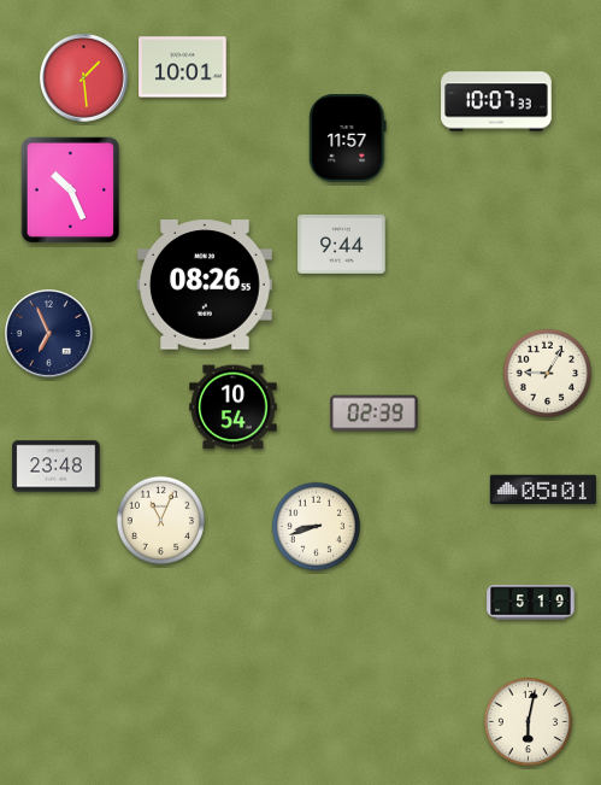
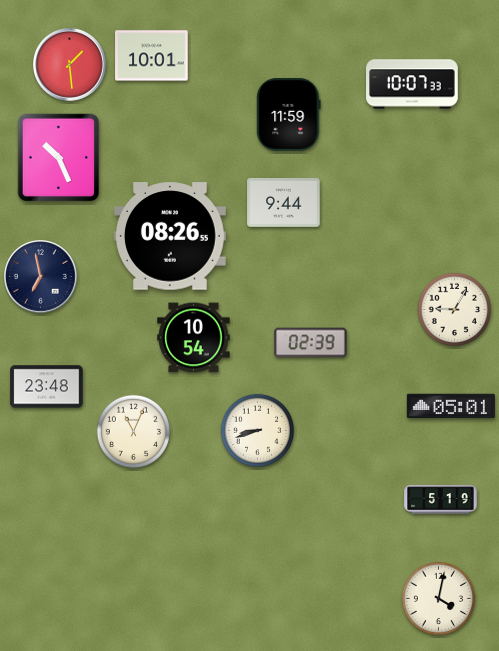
clock at (348, 139): 11:57 -> 11:59
clock at (49, 334): 6:56 -> 6:58
clock at (317, 527) position: (317, 527) -> (258, 431)
clock at (529, 722): 6:02 -> 4:02
